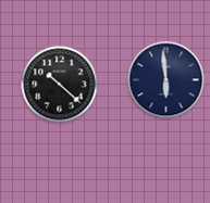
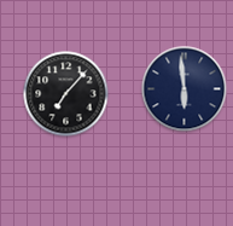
clock at (60, 85): 10:22 -> 7:07
